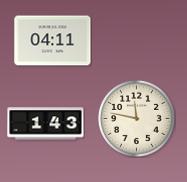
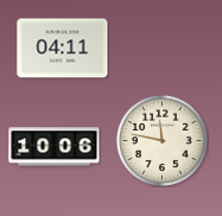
clock at (46, 124): 1:43 -> 10:06
